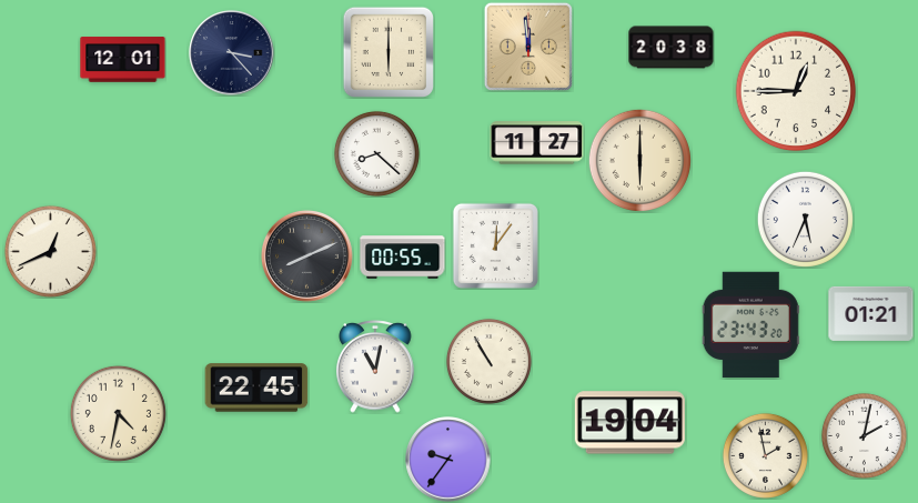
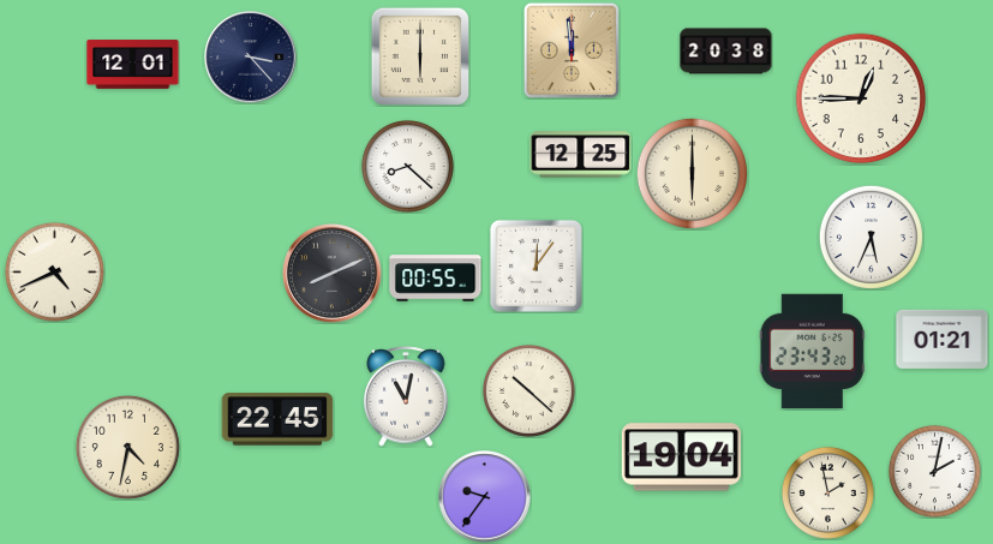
clock at (537, 143): 11:27 -> 12:25
clock at (50, 251): 12:41 -> 4:41
clock at (306, 255) position: (306, 255) -> (331, 273)
clock at (488, 361): 10:55 -> 10:22
